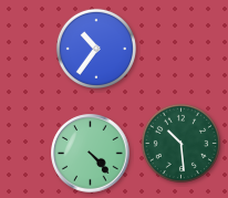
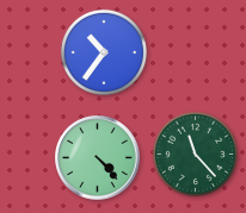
clock at (180, 143): 10:29 -> 11:23
clock at (91, 154) position: (91, 154) -> (98, 158)
